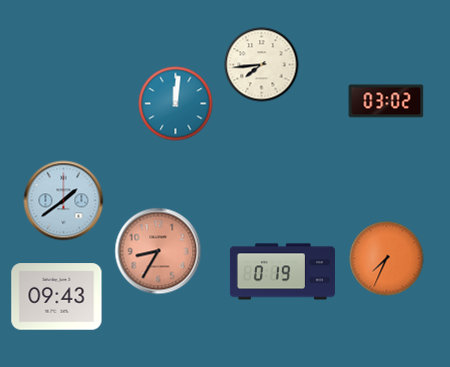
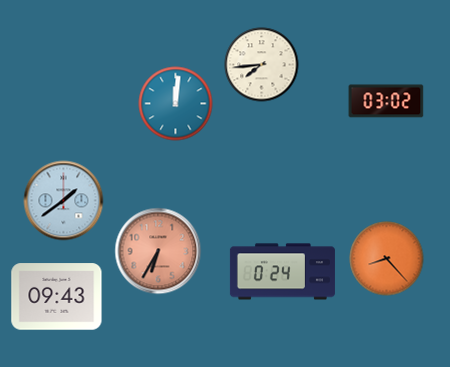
clock at (158, 251): 8:35 -> 6:35
clock at (387, 259): 7:34 -> 8:23
clock at (282, 272): 0:19 -> 0:24
